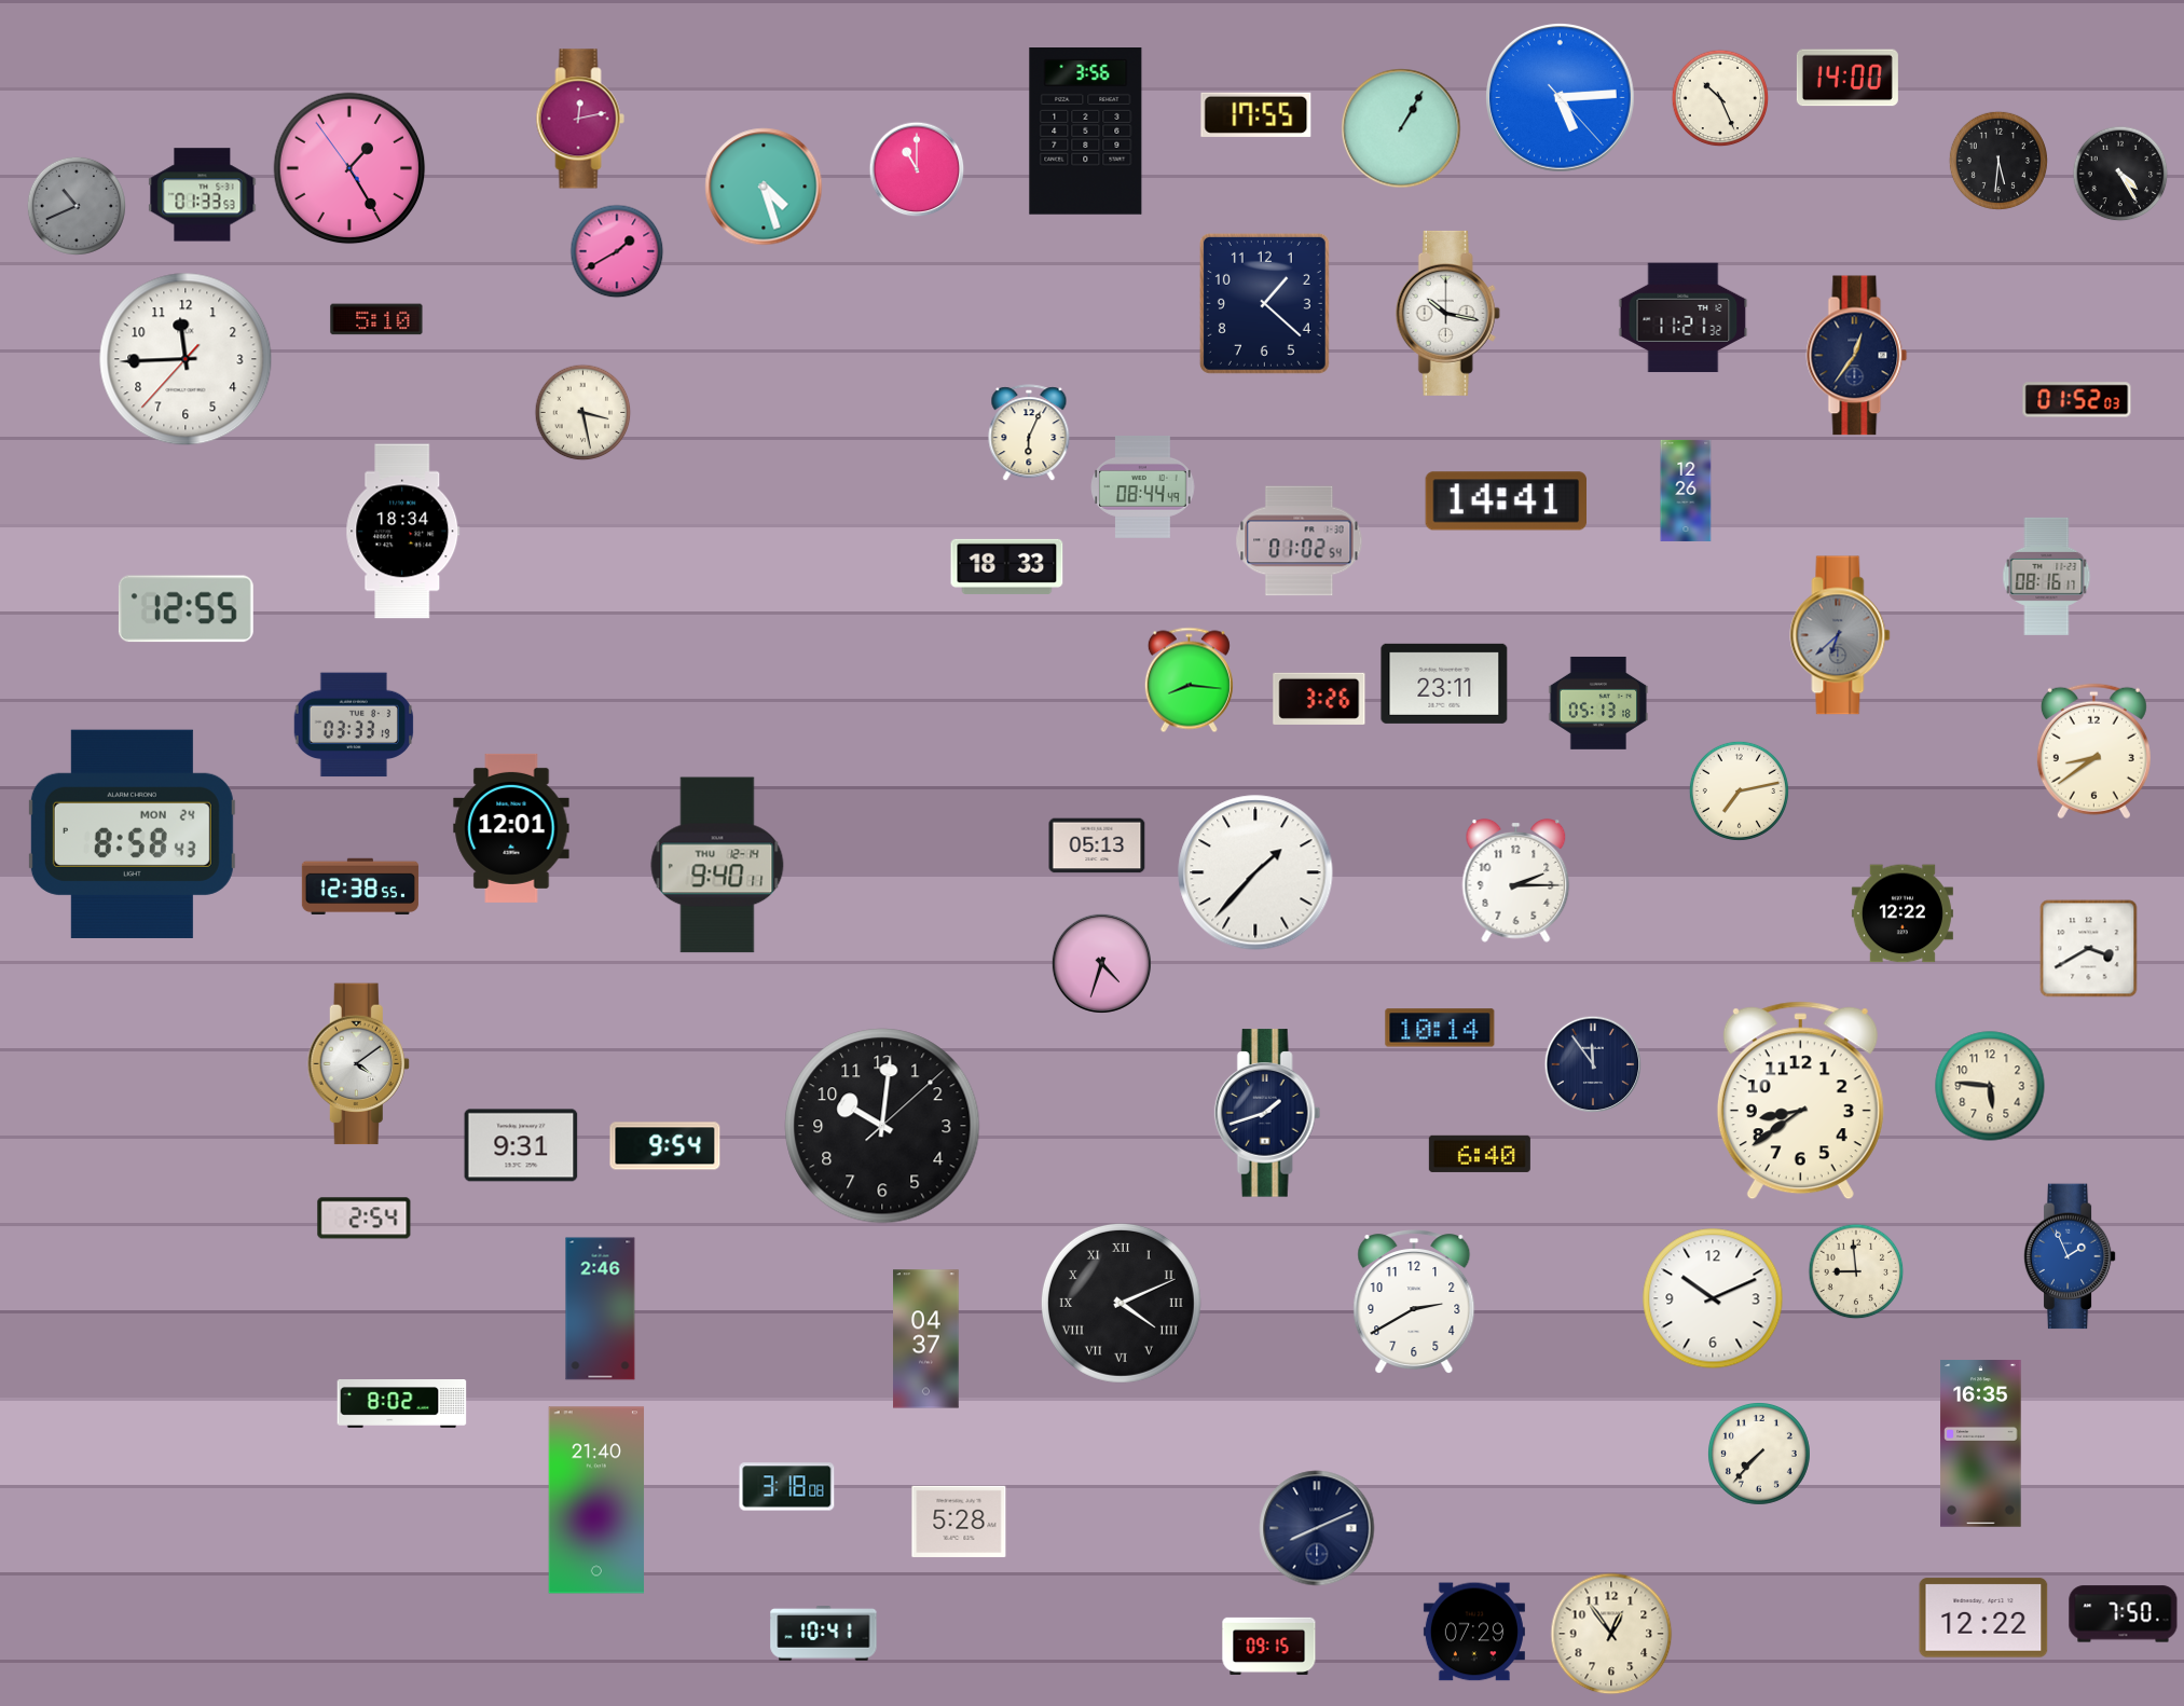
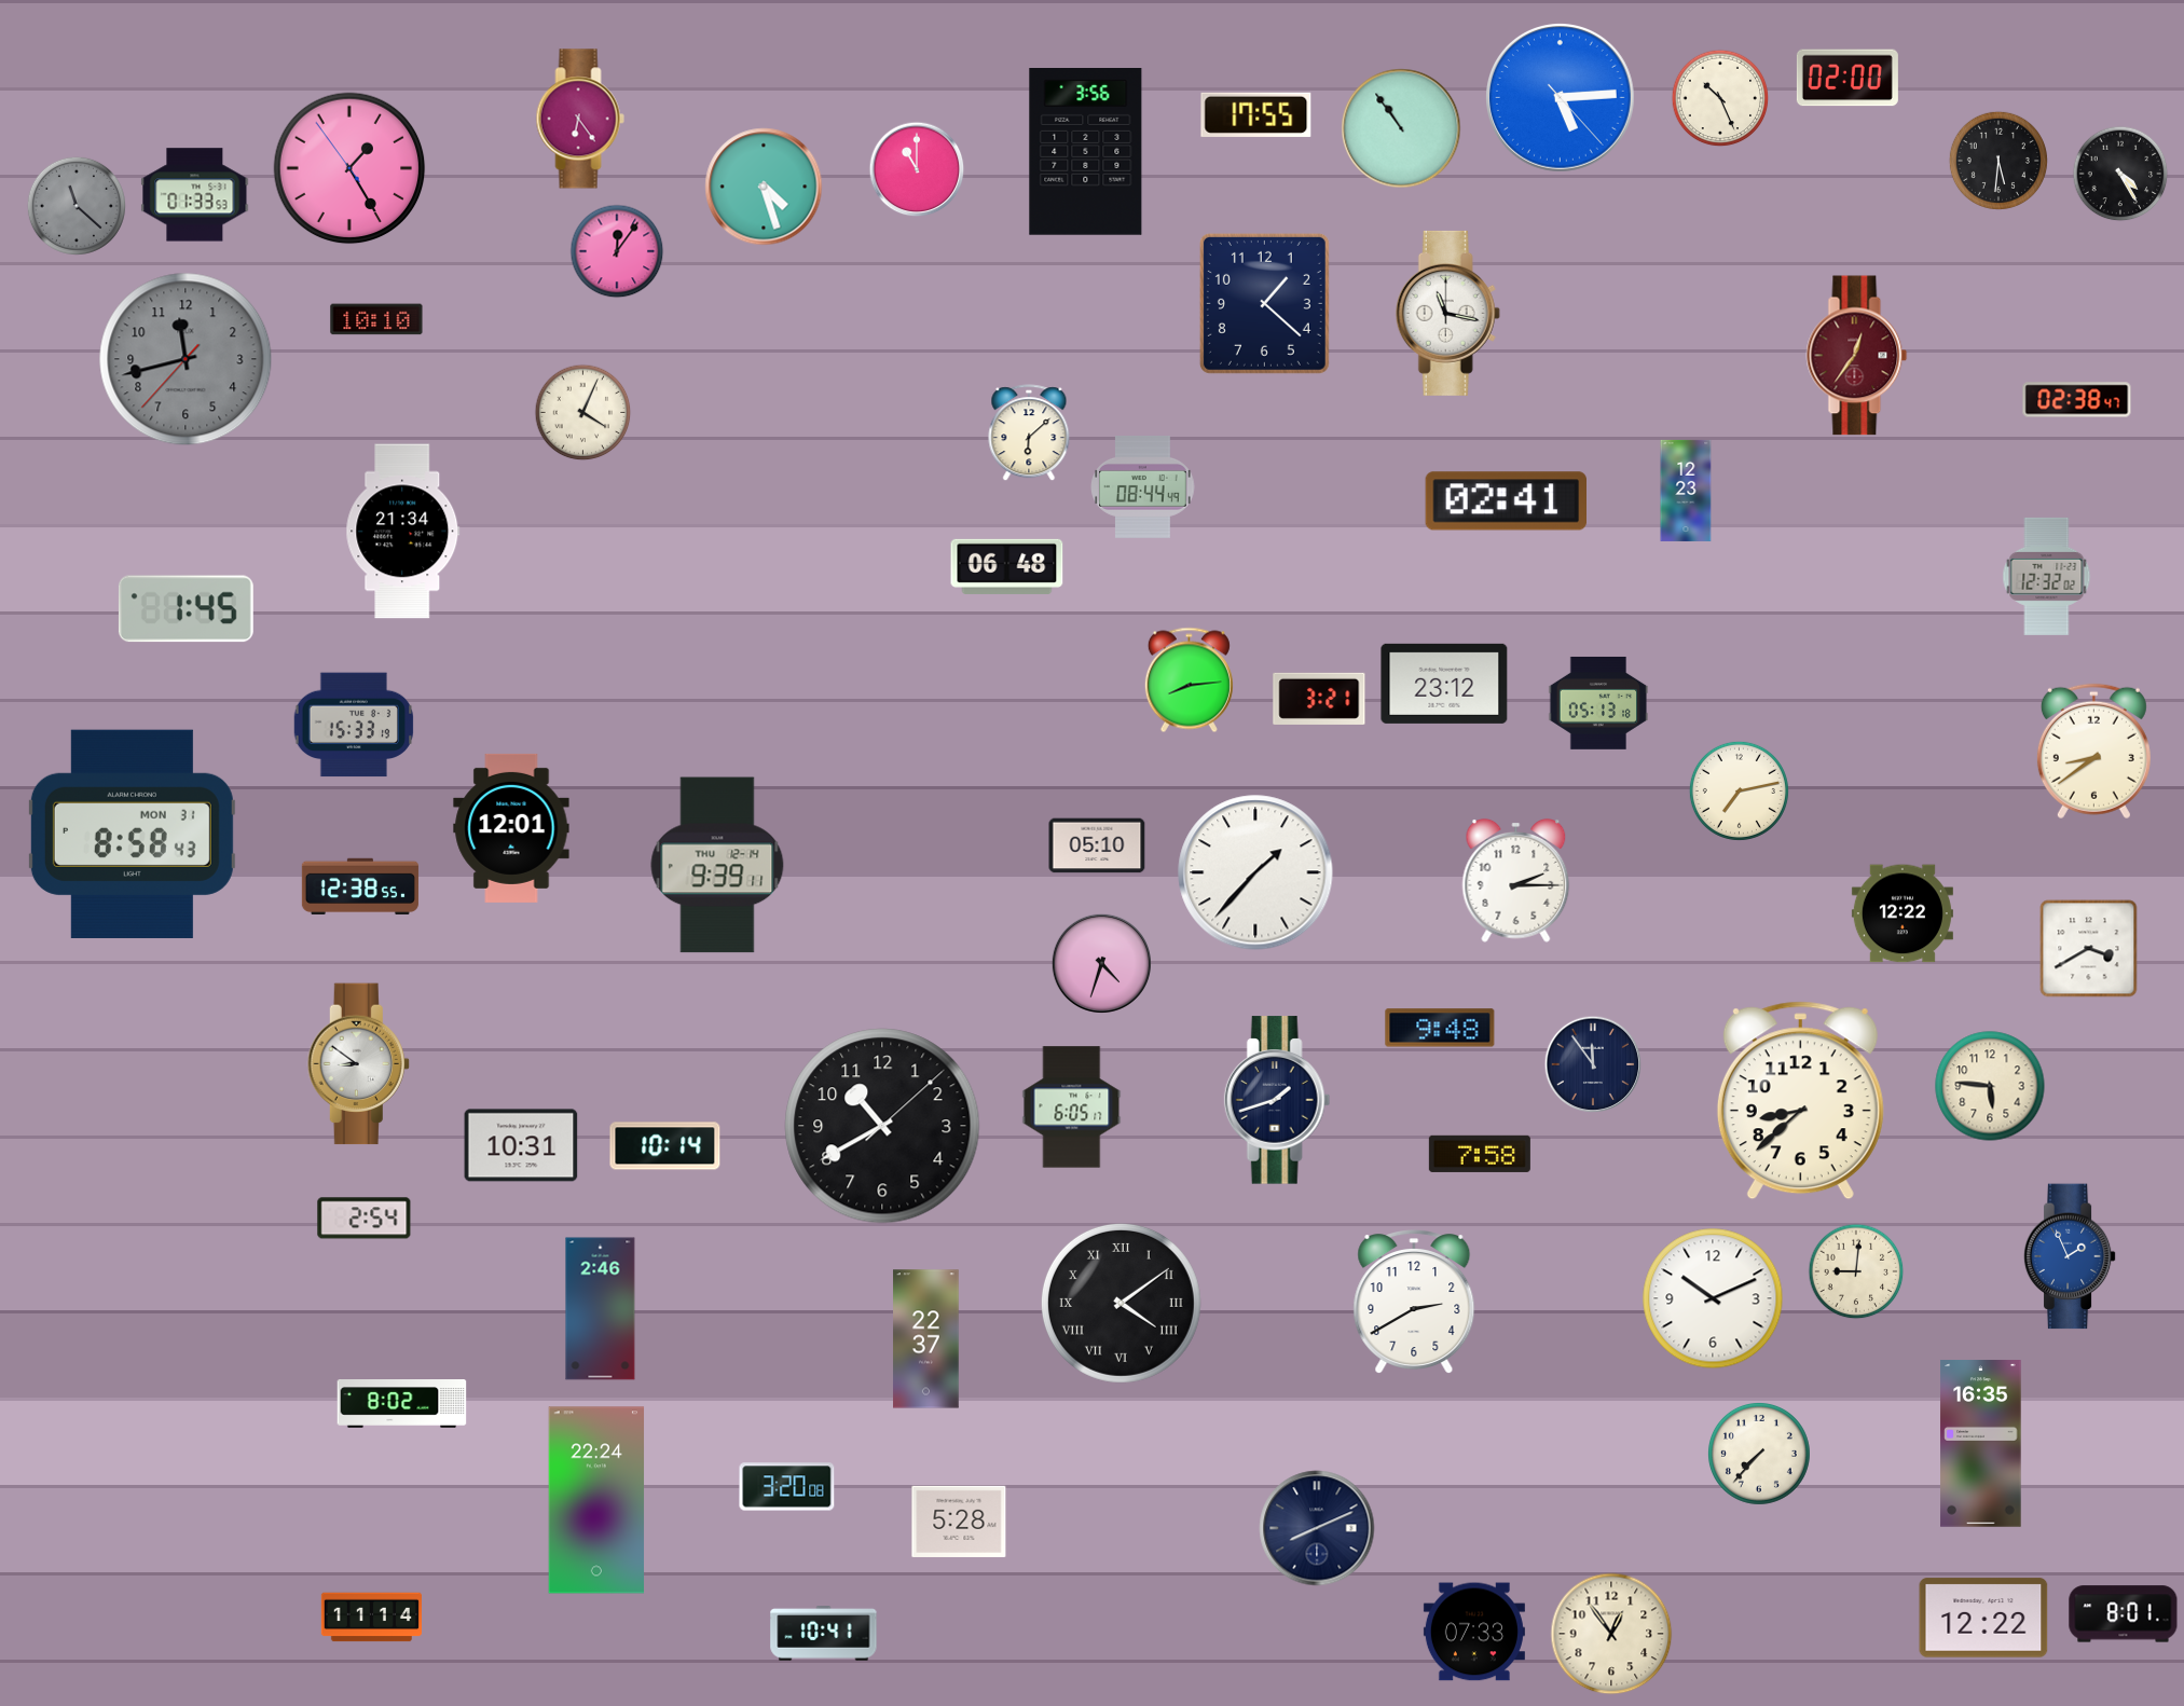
clock at (1848, 78): 14:00 -> 02:00
clock at (580, 119): 12:13 -> 6:24
clock at (1401, 128): 1:05 -> 10:54
clock at (1086, 132) position: (1086, 132) -> (1086, 152)
clock at (203, 195) position: (203, 195) -> (195, 195)
clock at (77, 206): 10:41 -> 11:22
clock at (617, 251): 1:40 -> 12:06
clock at (1447, 313): 10:17 -> 11:17
clock at (1684, 318): 11:21 -> none
clock at (376, 319): 5:10 -> 10:10
clock at (1857, 356) dial: navy -> burgundy
clock at (186, 359): 11:44 -> 11:42
clock at (186, 359) dial: white -> grey
clock at (2077, 400): 01:52 -> 02:38
clock at (583, 413): 3:28 -> 4:04
clock at (1029, 434): 6:04 -> 6:08
clock at (1686, 491): 12:26 -> 12:23
clock at (1506, 501): 14:41 -> 02:41
clock at (403, 532): 18:34 -> 21:34
clock at (1300, 541): 01:02 -> none
clock at (1007, 566): 18:33 -> 06:48
clock at (2047, 576): 08:16 -> 12:32
clock at (186, 609): 12:55 -> 1:45
clock at (1840, 635): 6:38 -> none
clock at (1189, 680): 8:16 -> 8:14
clock at (1444, 684): 23:11 -> 23:12
clock at (1319, 699): 3:26 -> 3:21
clock at (354, 725): 03:33 -> 15:33
clock at (132, 834) date: MON 24 -> MON 31
clock at (1097, 845): 05:13 -> 05:10
clock at (717, 865): 9:40 -> 9:39
clock at (1440, 1028): 10:14 -> 9:48
clock at (358, 1064): 4:09 -> 8:51
clock at (1800, 1101): 8:39 -> 8:38
clock at (1072, 1107): none -> 6:05
clock at (1267, 1113) position: (1267, 1113) -> (1277, 1100)
clock at (882, 1126): 10:01 -> 10:40
clock at (521, 1145): 9:31 -> 10:31
clock at (665, 1146): 9:54 -> 10:14
clock at (1480, 1154): 6:40 -> 7:58
clock at (1856, 1271): 8:59 -> 9:01
clock at (1121, 1303): 4:11 -> 4:09
clock at (926, 1339): 04:37 -> 22:37
clock at (787, 1487): 3:18 -> 3:20
clock at (596, 1500): 21:40 -> 22:24
clock at (2124, 1614): 7:50 -> 8:01
clock at (371, 1618): none -> 11:14
clock at (1474, 1632): 07:29 -> 07:33
clock at (1269, 1646): 09:15 -> none
